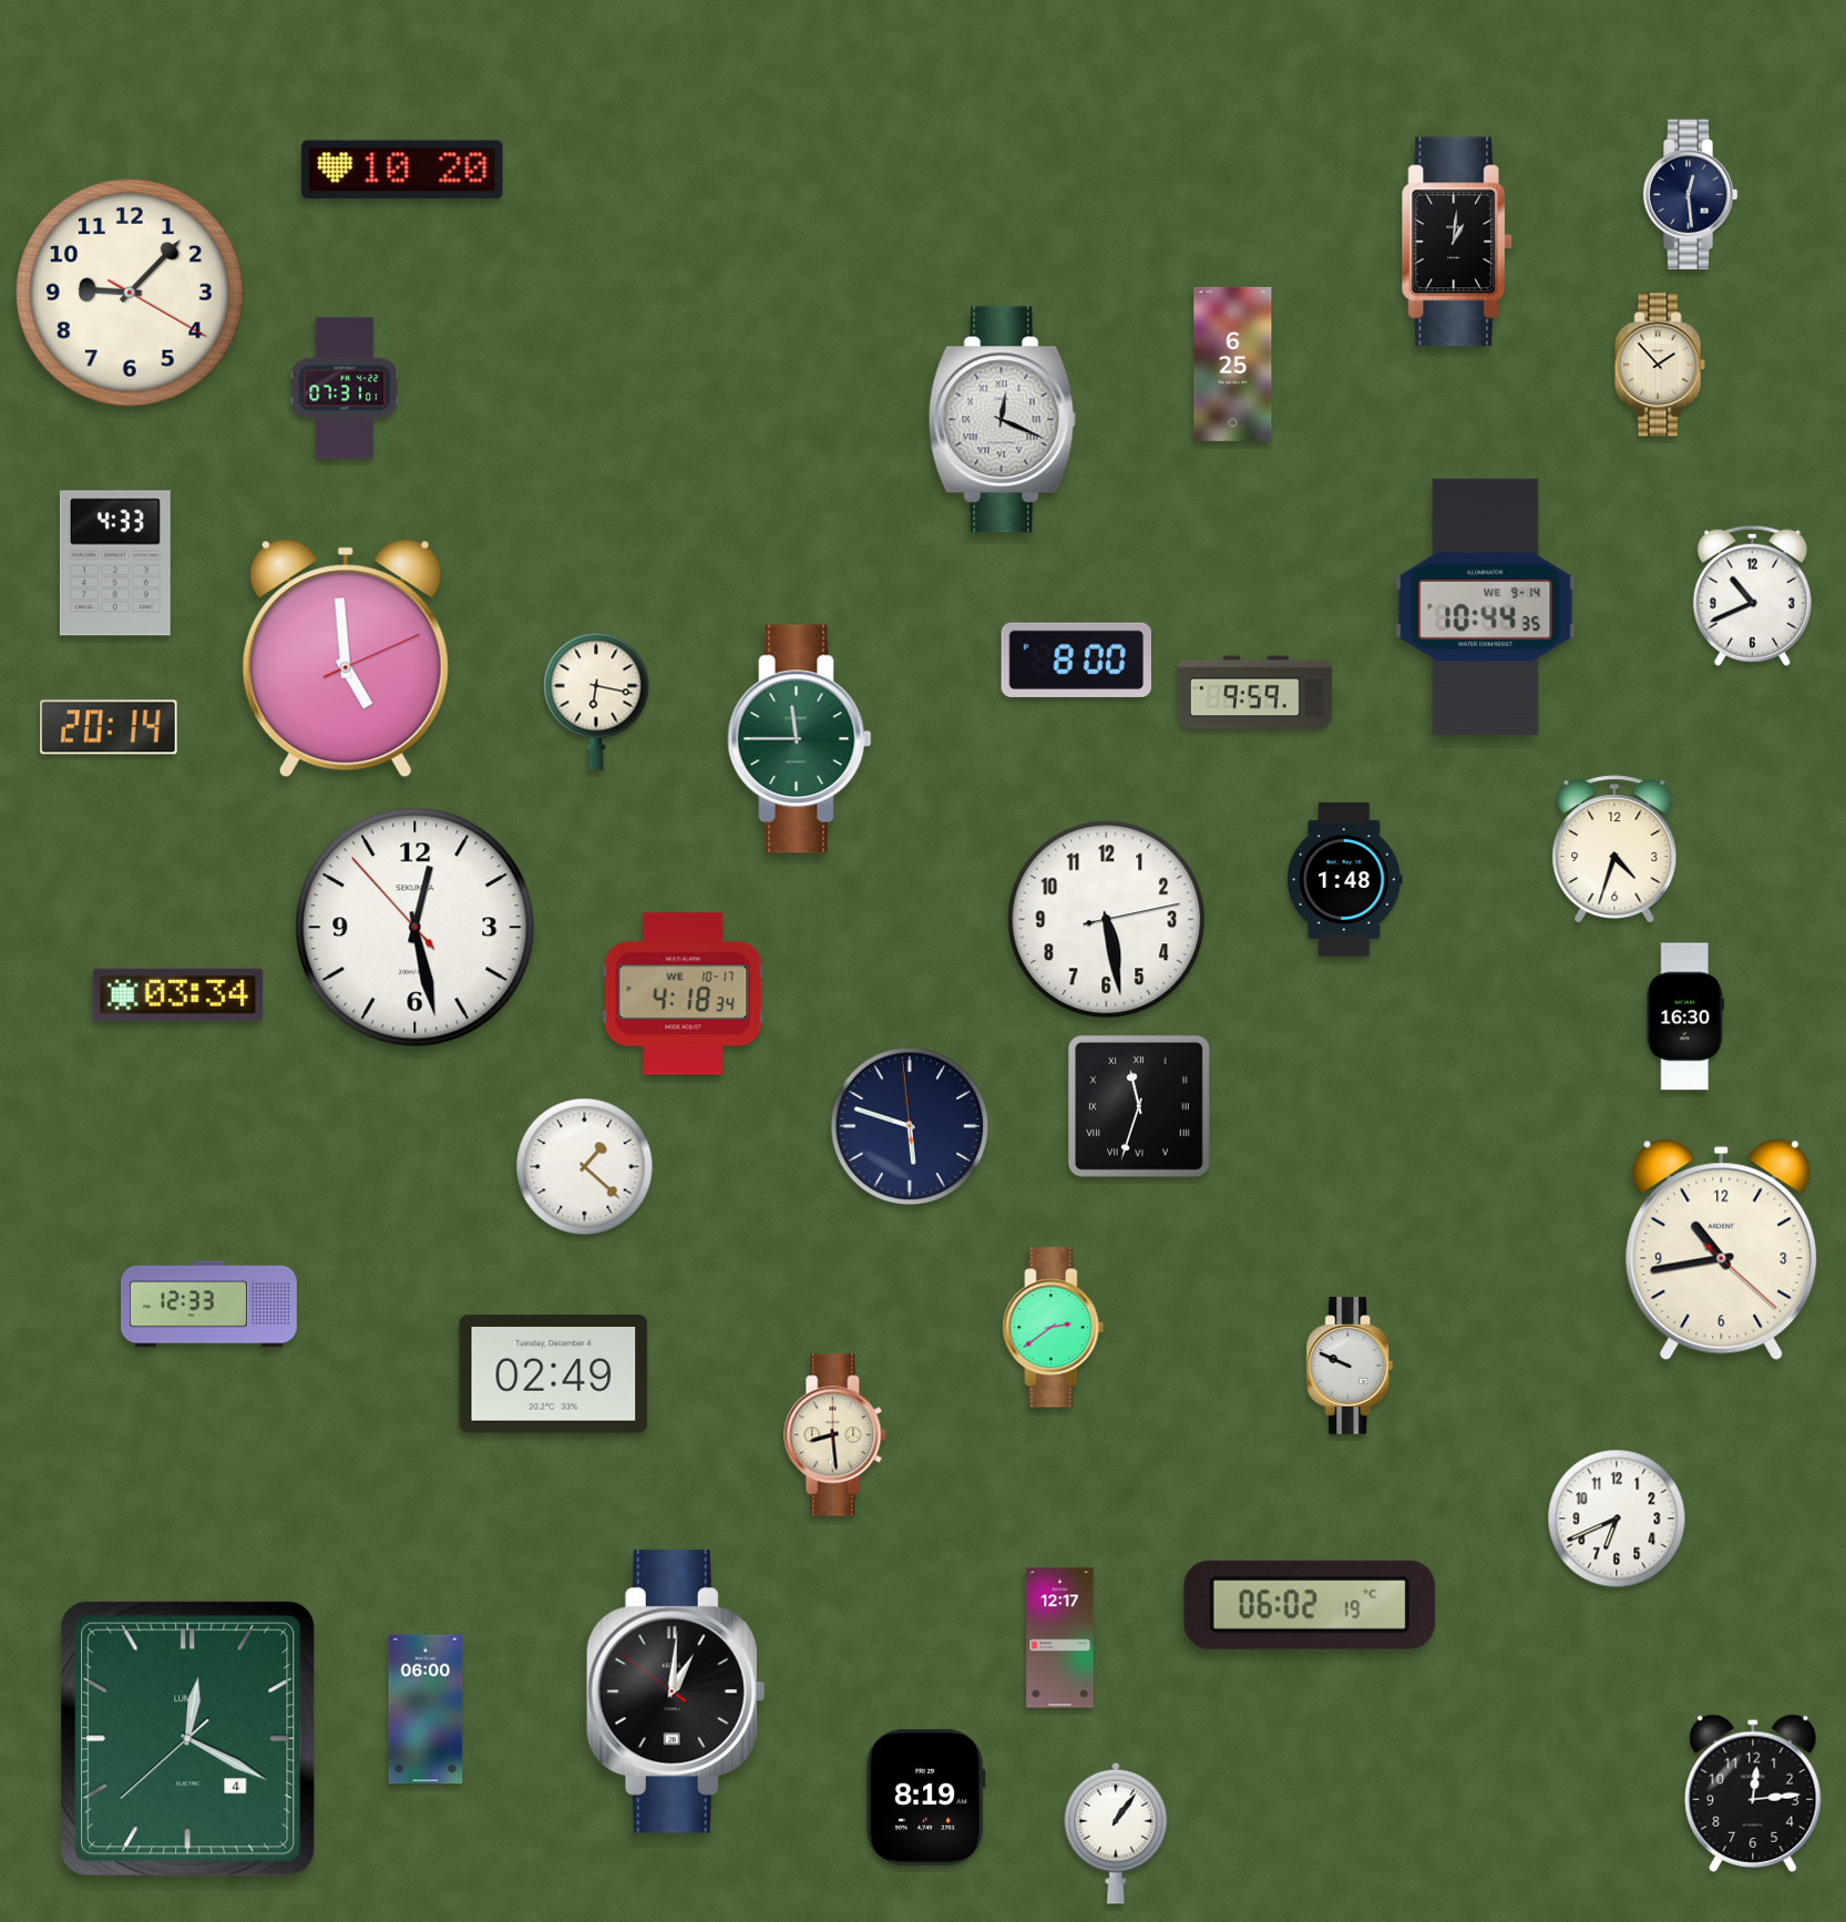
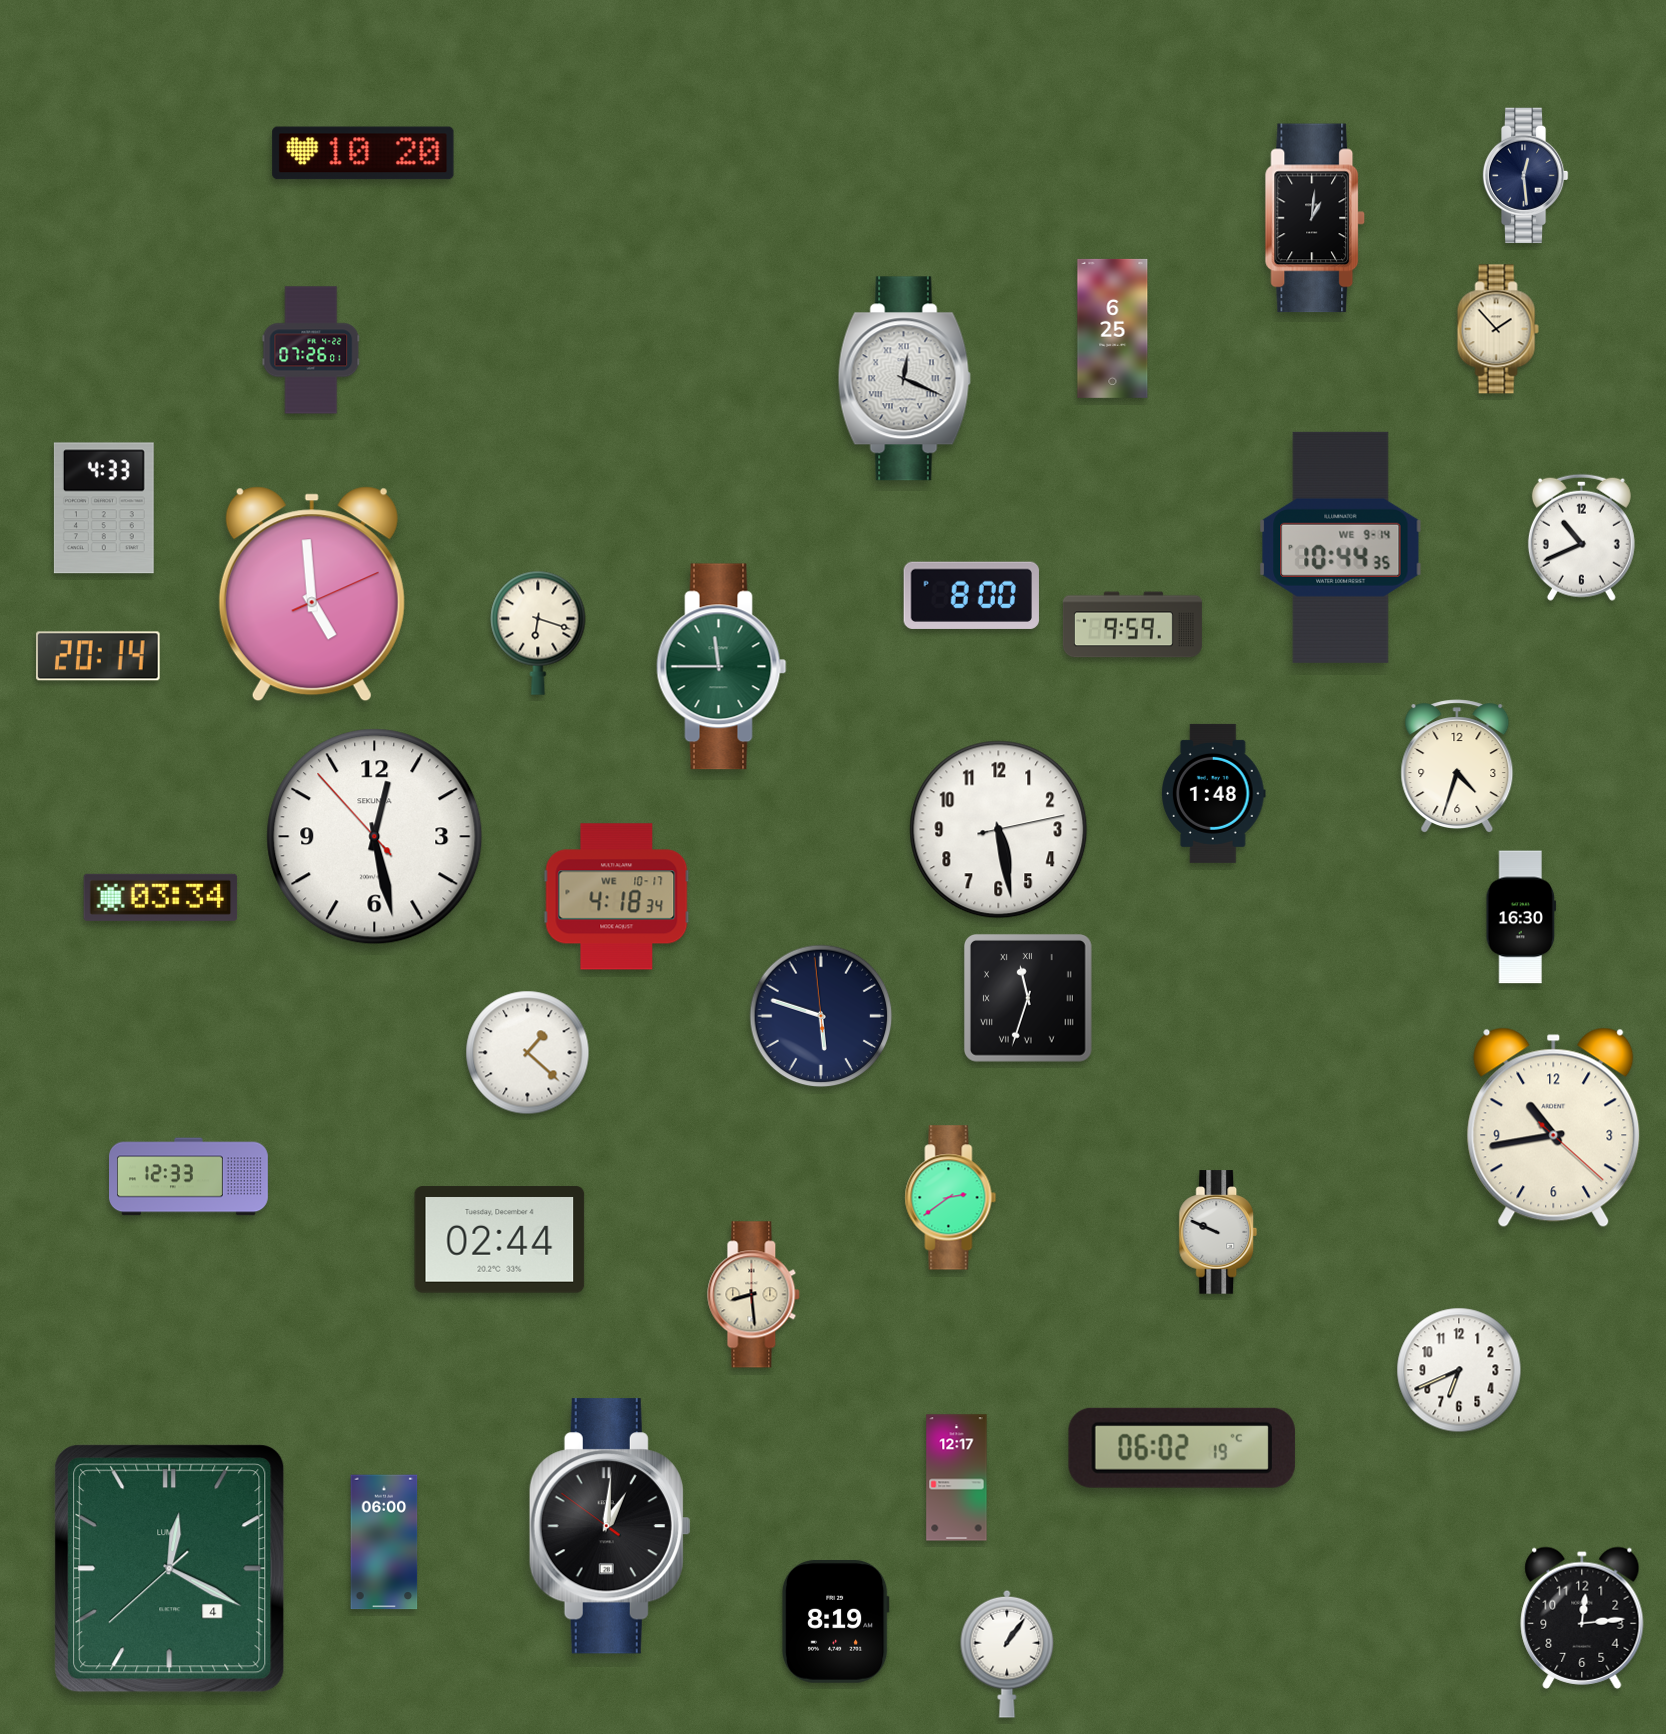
clock at (131, 294): 9:07 -> none
clock at (345, 388): 07:31 -> 07:26
clock at (596, 702): 6:17 -> 6:18
clock at (554, 1374): 02:49 -> 02:44
